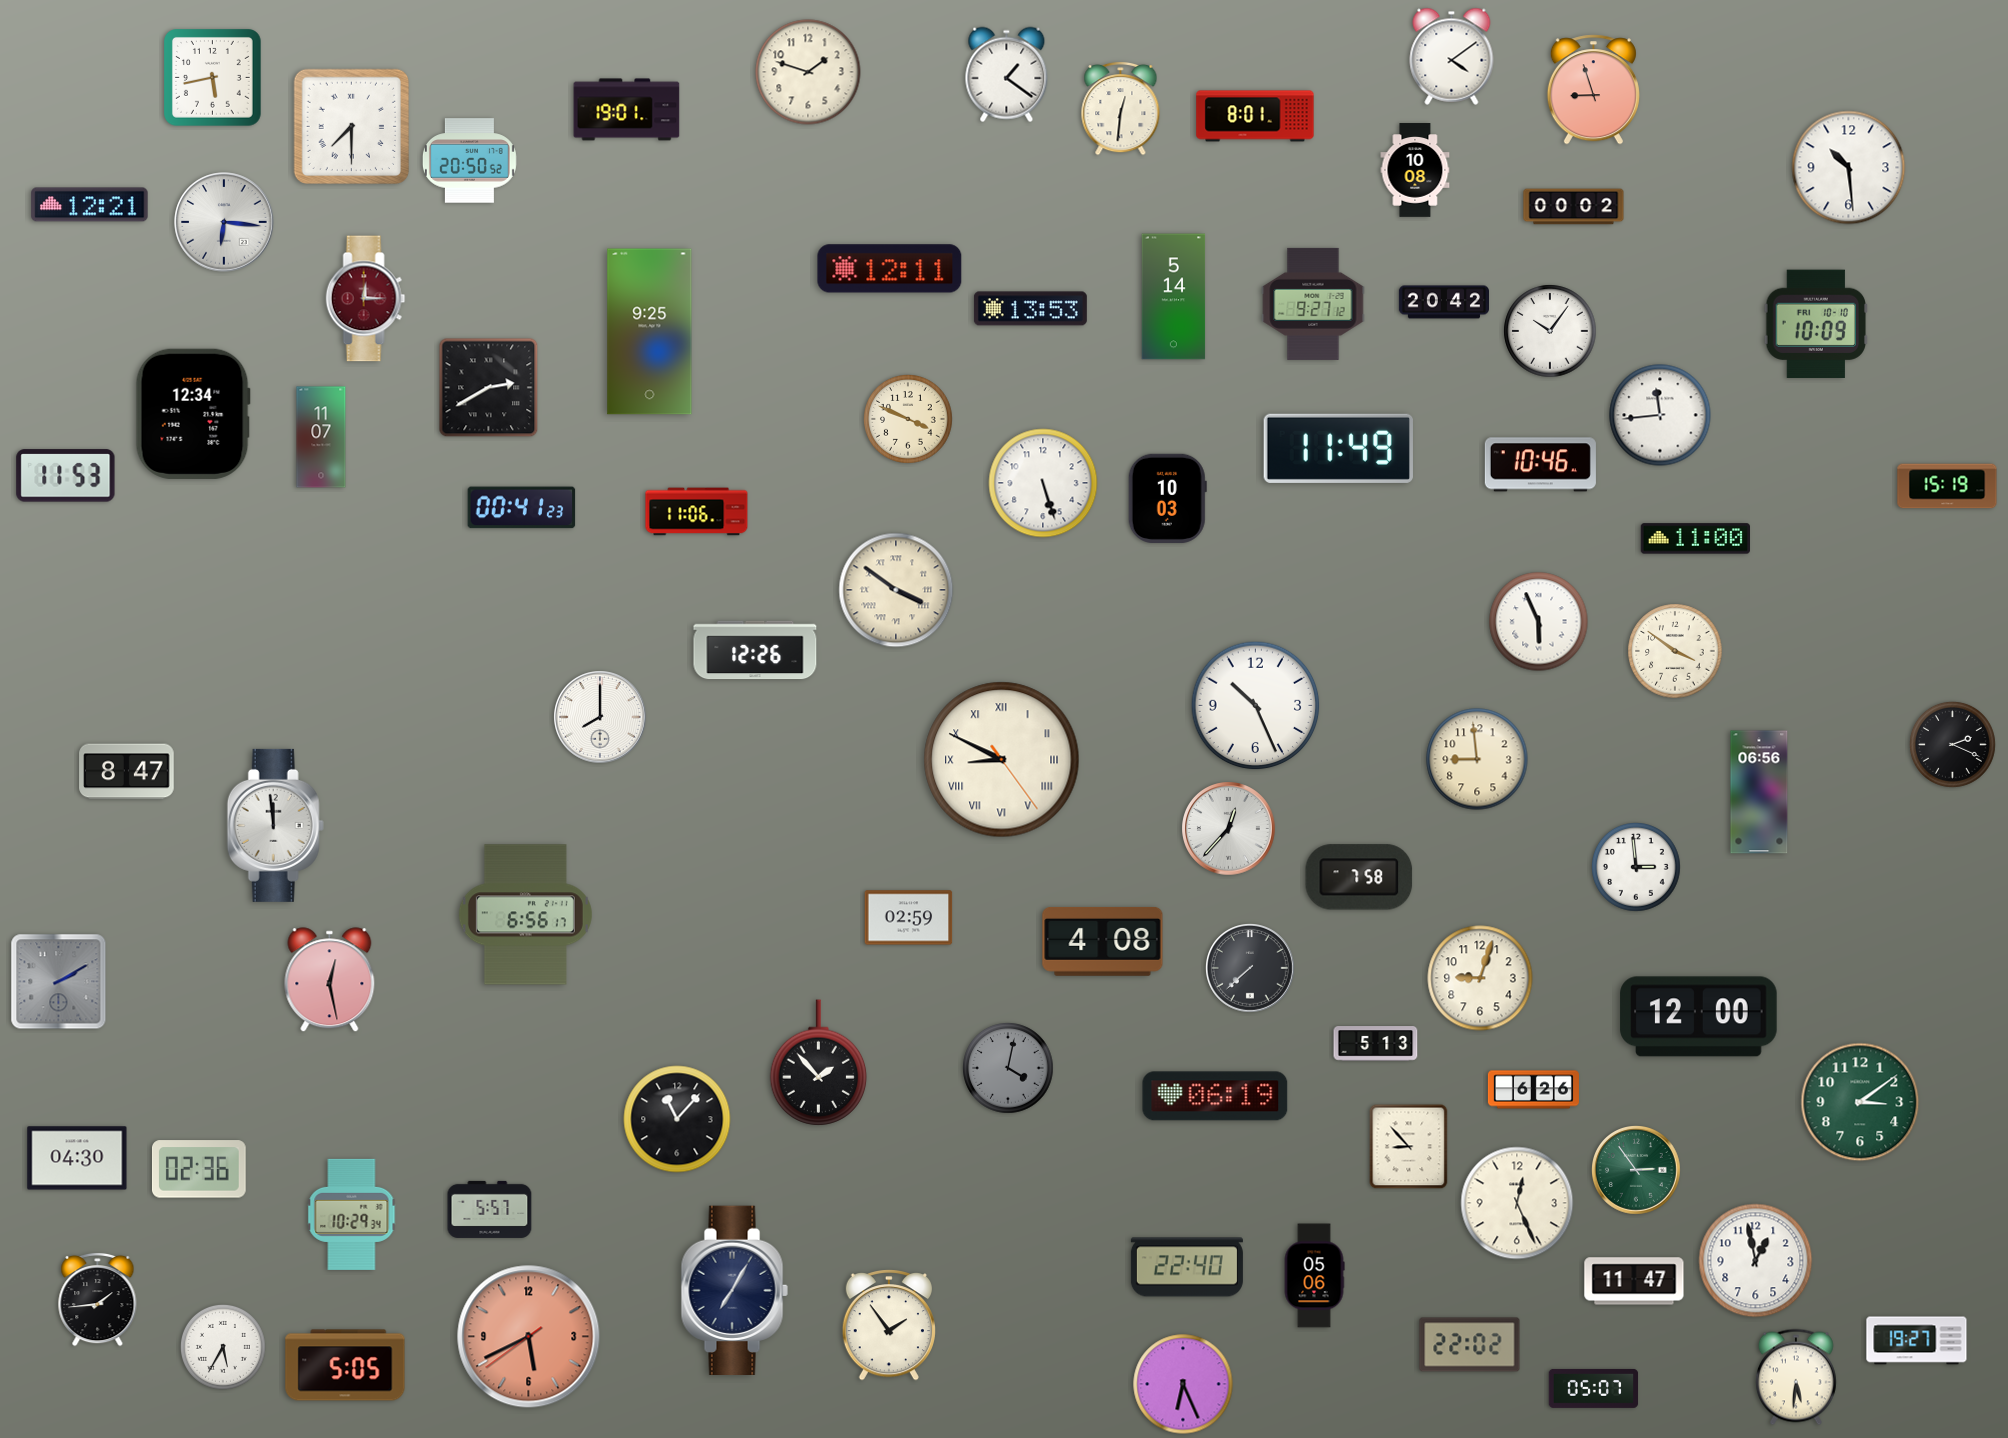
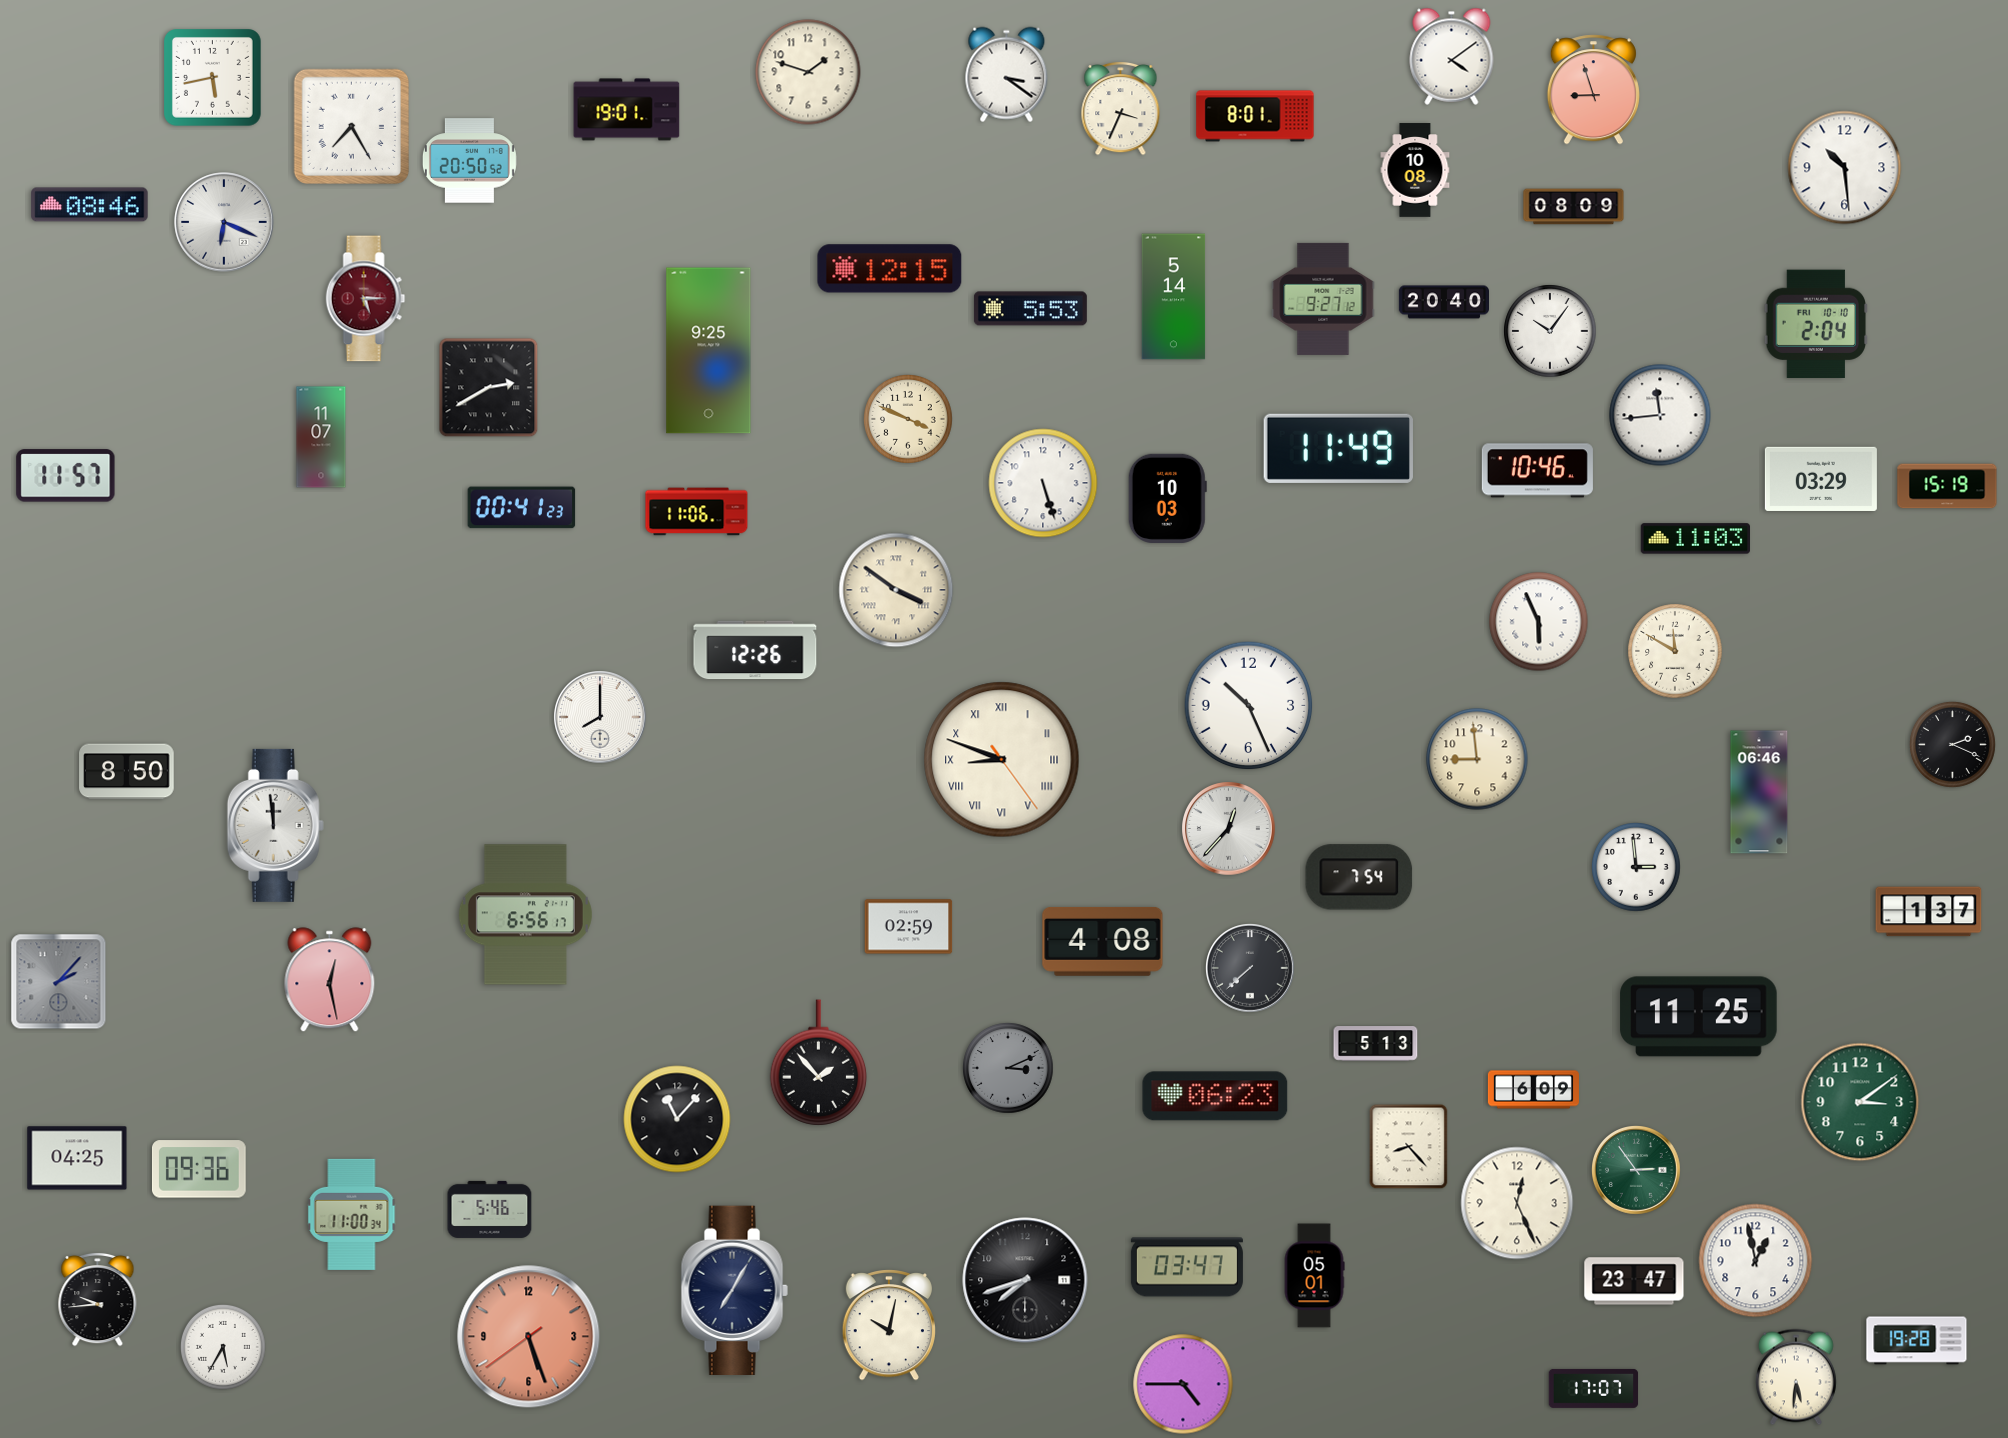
clock at (1007, 75): 1:21 -> 3:21
clock at (1121, 108): 12:31 -> 3:34
clock at (351, 126): 7:30 -> 7:25
clock at (1849, 168) position: (1849, 168) -> (1845, 168)
clock at (90, 205): 12:21 -> 08:46
clock at (1574, 207): 00:02 -> 08:09
clock at (224, 222): 6:16 -> 6:19
clock at (890, 269): 12:11 -> 12:15
clock at (366, 299): 12:15 -> 5:15
clock at (1443, 302): 20:42 -> 20:40
clock at (1313, 304) position: (1313, 304) -> (1323, 299)
clock at (1030, 309): 13:53 -> 5:53
clock at (1816, 323): 10:09 -> 2:04
clock at (650, 332) position: (650, 332) -> (709, 351)
clock at (193, 414): 12:34 -> none
clock at (1540, 465) position: (1540, 465) -> (1537, 471)
clock at (66, 476): 11:53 -> 11:57
clock at (1821, 479): none -> 03:29
clock at (1696, 539): 11:00 -> 11:03
clock at (1675, 651): 3:51 -> 11:50
clock at (1256, 706) position: (1256, 706) -> (1249, 706)
clock at (1002, 760): 8:49 -> 8:48
clock at (127, 772): 8:47 -> 8:50
clock at (1759, 792): 06:56 -> 06:46
clock at (1359, 877): 7:58 -> 7:54
clock at (1929, 912): none -> 1:37
clock at (909, 918) position: (909, 918) -> (909, 927)
clock at (1480, 978): 9:03 -> none
clock at (59, 982): 2:10 -> 2:07
clock at (1699, 1017): 12:00 -> 11:25
clock at (1008, 1068): 4:02 -> 3:11
clock at (1533, 1090): 6:26 -> 6:09
clock at (1215, 1096): 06:19 -> 06:23
clock at (1409, 1147): 8:53 -> 8:23
clock at (77, 1158): 04:30 -> 04:25
clock at (199, 1169): 02:36 -> 09:36
clock at (490, 1209): 5:57 -> 5:46
clock at (352, 1214): 10:29 -> 11:00
clock at (1187, 1267): 22:40 -> 03:47
clock at (1314, 1276): 05:06 -> 05:01
clock at (1025, 1280): none -> 7:42
clock at (1634, 1281): 11:47 -> 23:47
clock at (98, 1299): 1:44 -> 9:44
clock at (889, 1326): 1:54 -> 10:02
clock at (529, 1337): 5:40 -> 5:26
clock at (1917, 1341): 19:27 -> 19:28
clock at (1470, 1345): 22:02 -> none
clock at (345, 1365): 5:05 -> none
clock at (1183, 1384): 6:26 -> 4:45
clock at (1594, 1388): 05:07 -> 17:07
